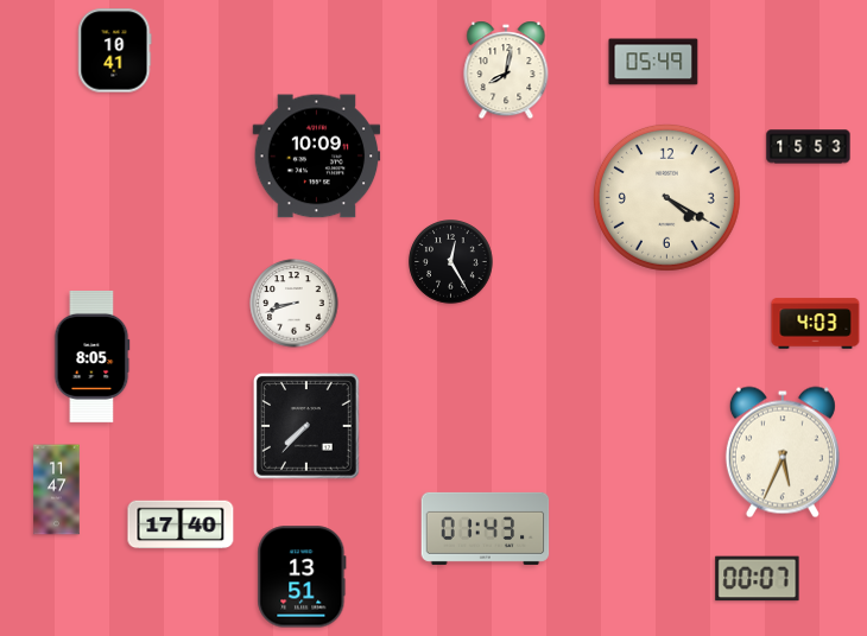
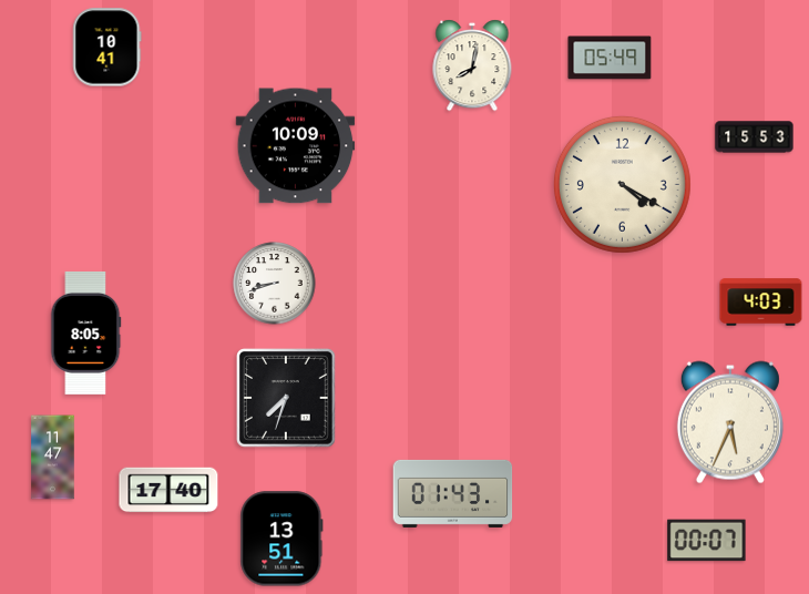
clock at (451, 262): 12:25 -> none
clock at (308, 427): 7:37 -> 7:33
